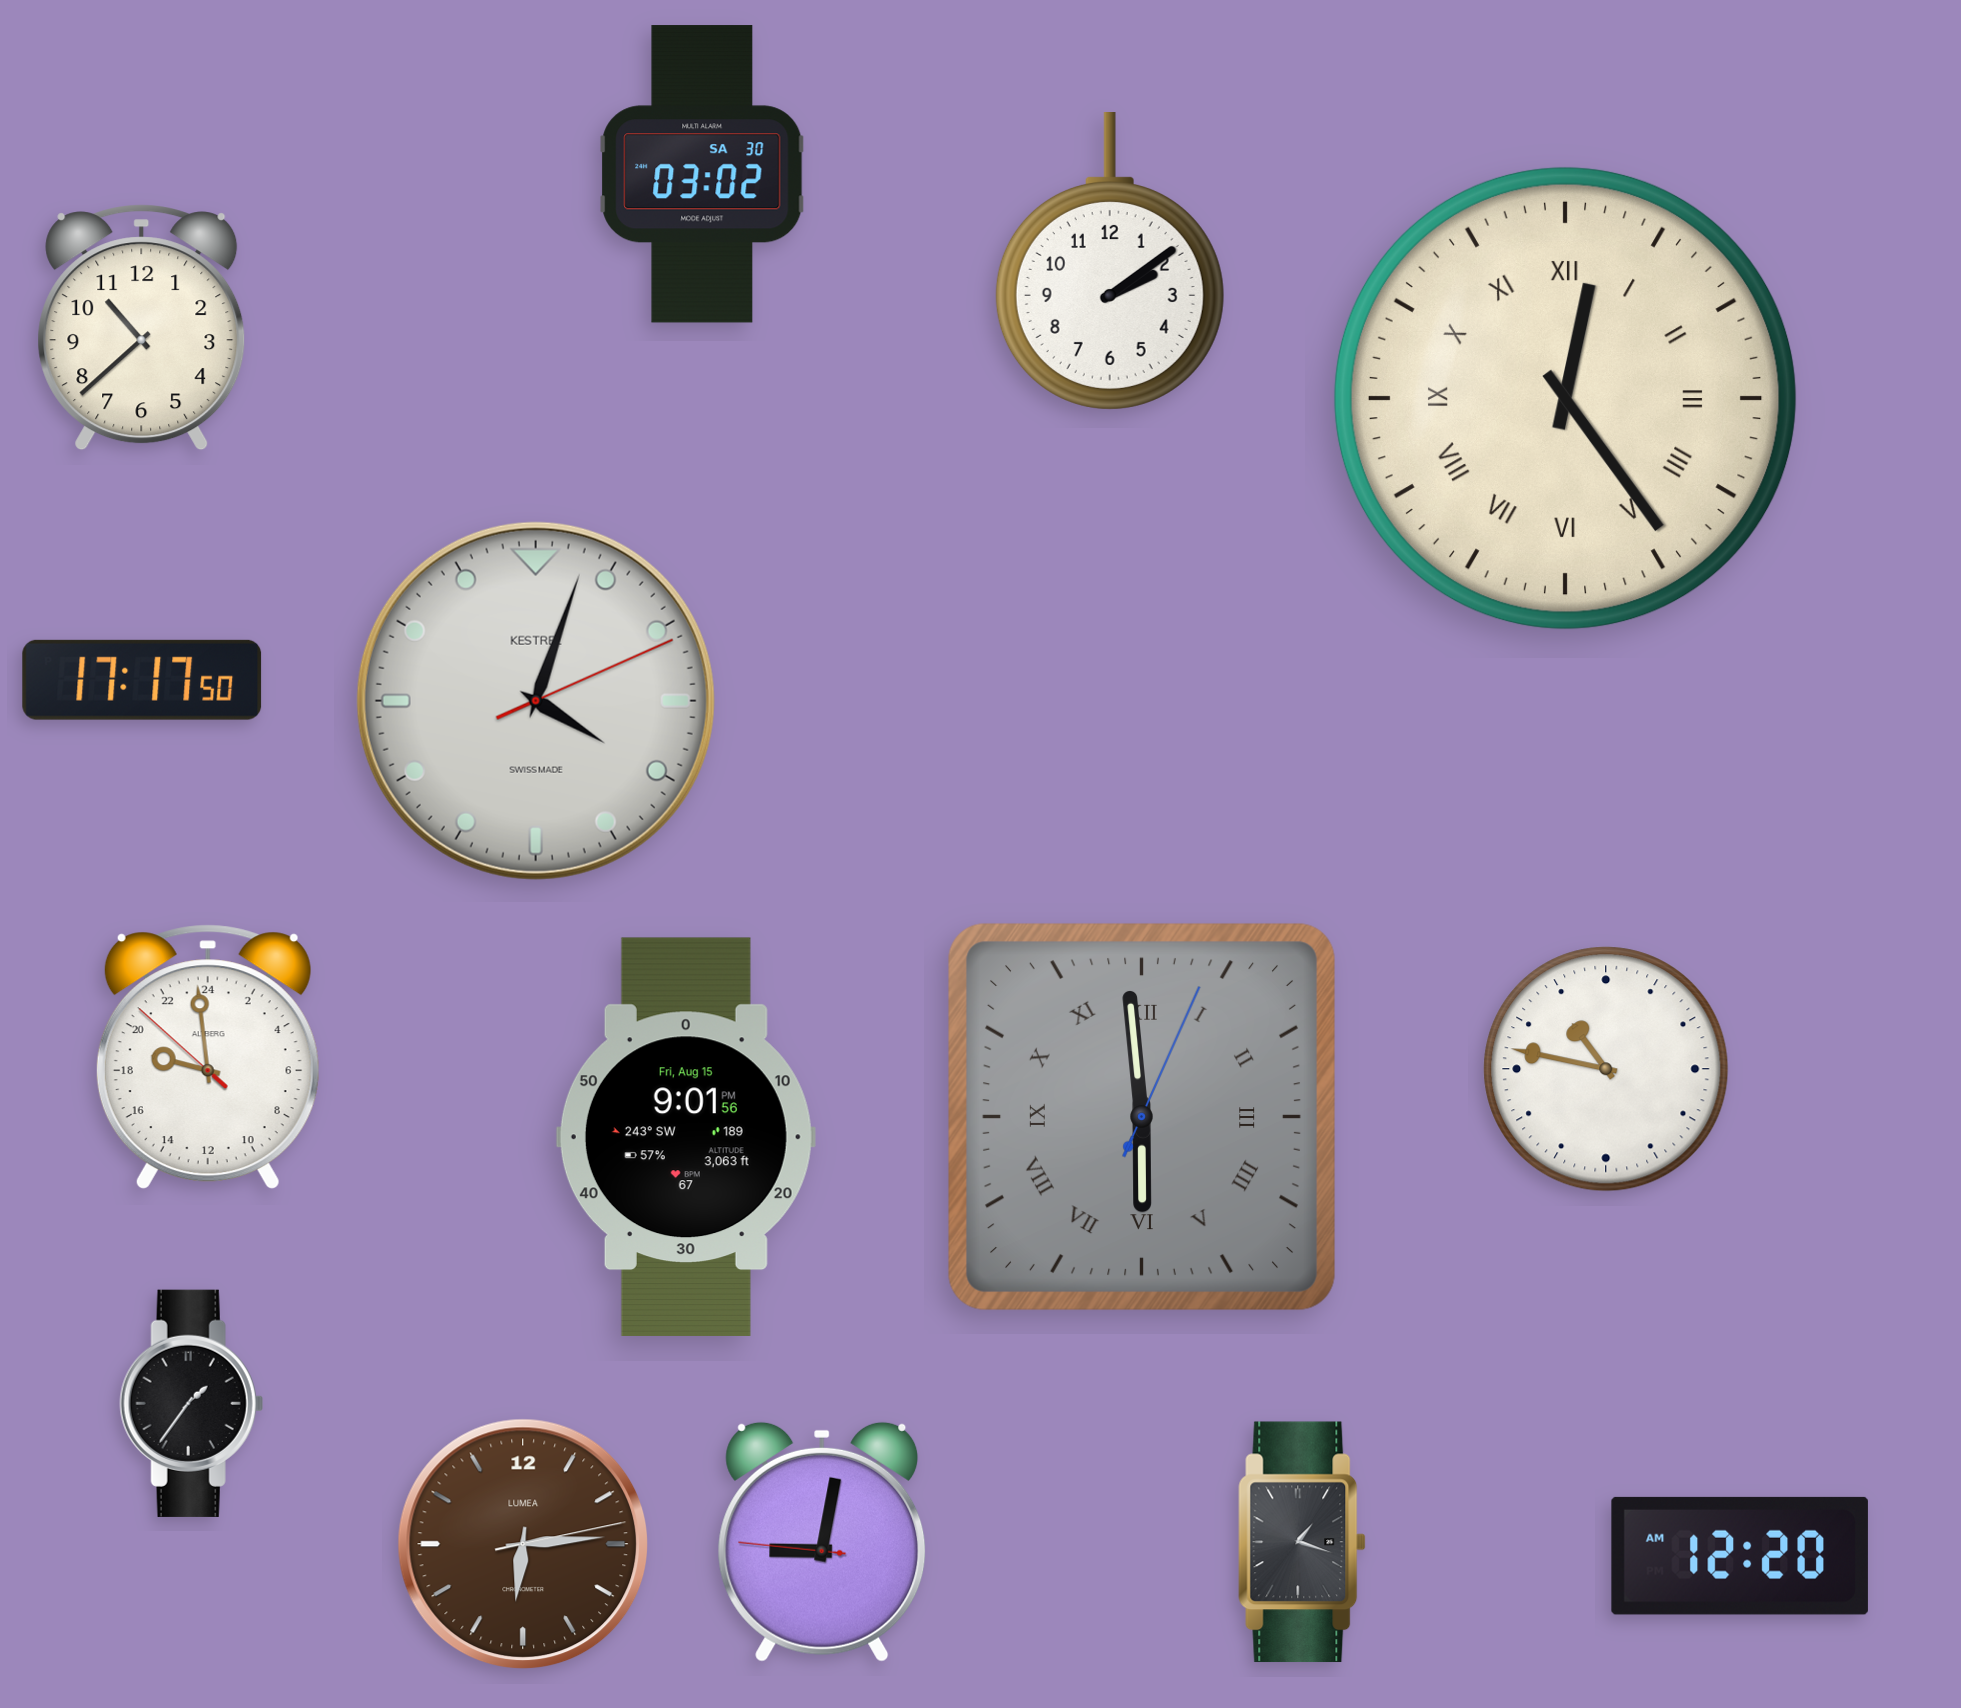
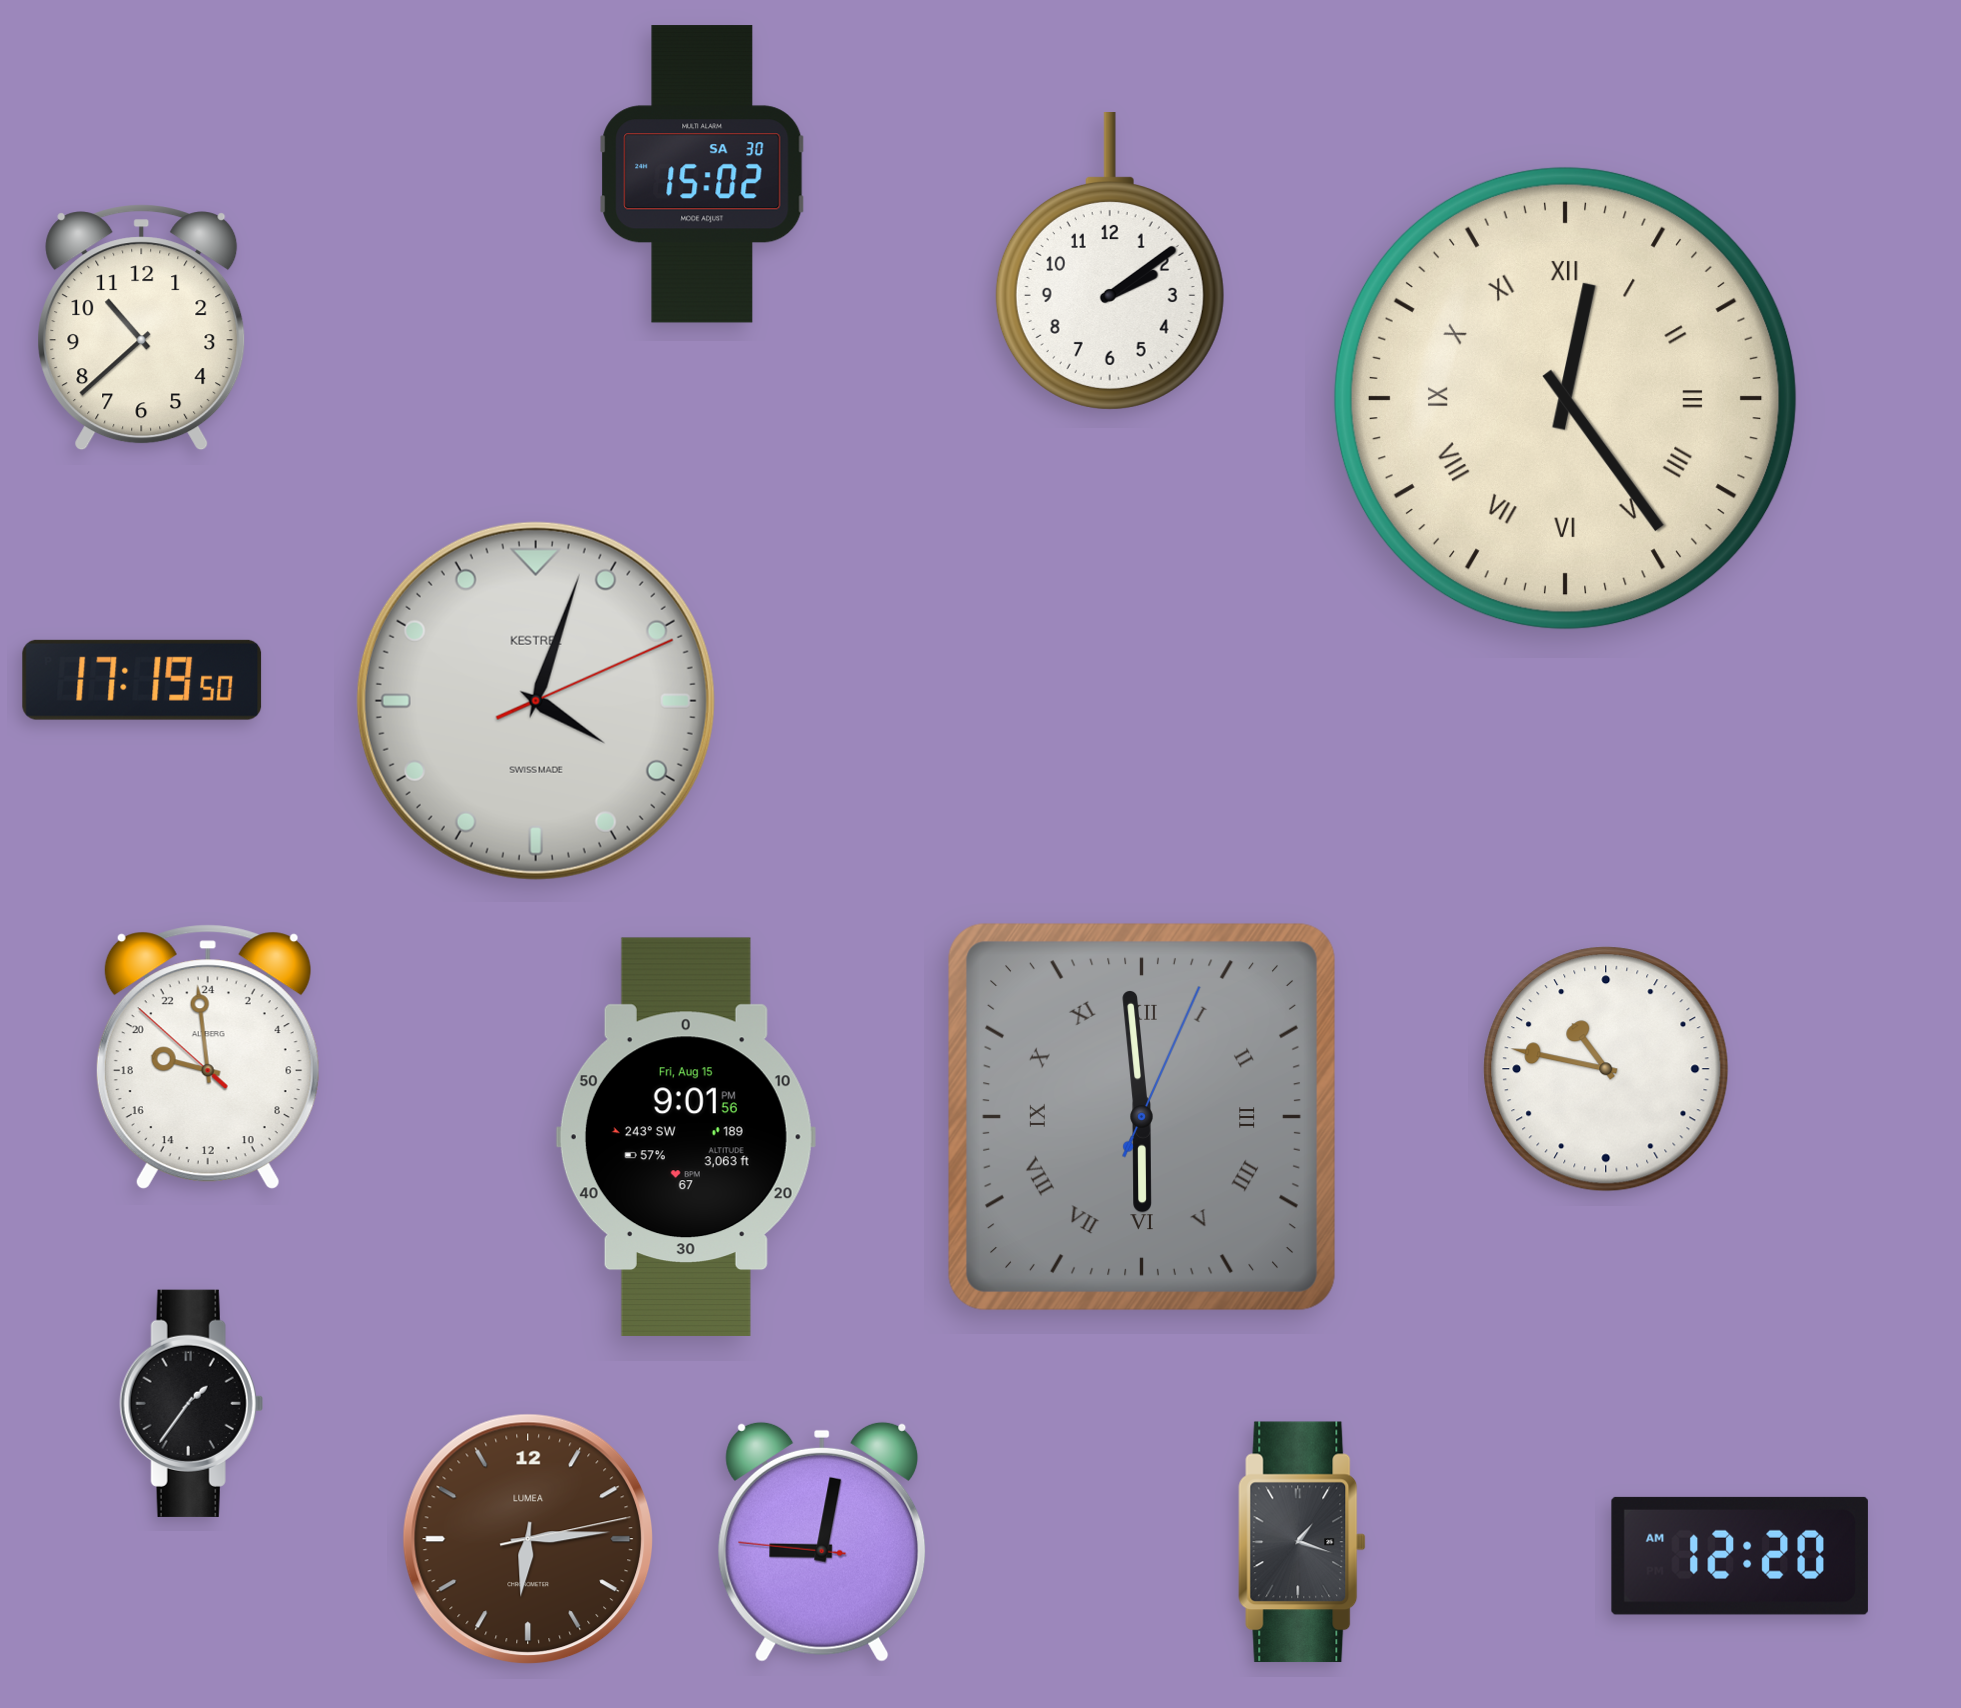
clock at (702, 174): 03:02 -> 15:02
clock at (142, 680): 17:17 -> 17:19
clock at (523, 1544) position: (523, 1544) -> (528, 1539)
